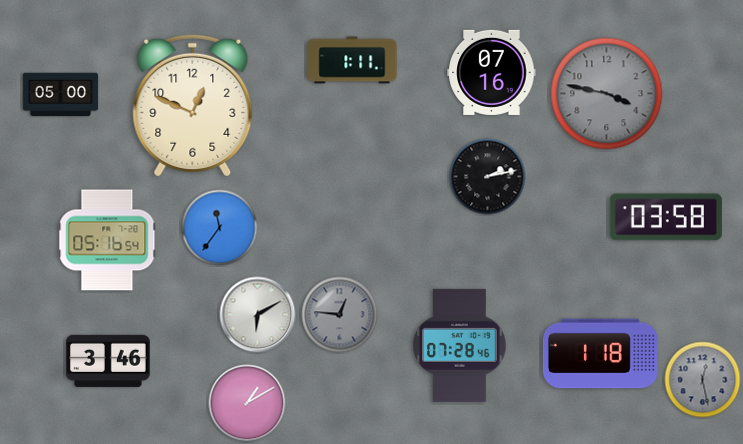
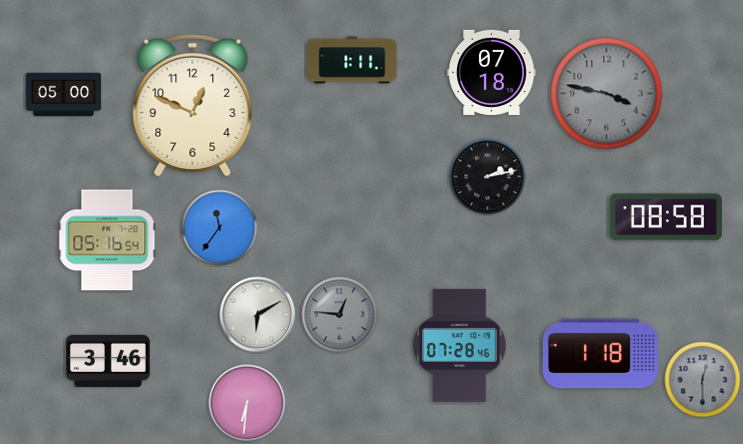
clock at (492, 72): 07:16 -> 07:18
clock at (61, 95) position: (61, 95) -> (64, 95)
clock at (666, 217): 03:58 -> 08:58
clock at (703, 380): 12:28 -> 12:30
clock at (247, 403): 1:10 -> 6:31
